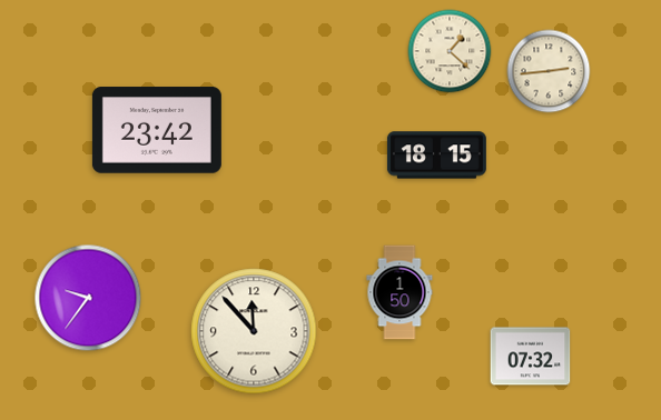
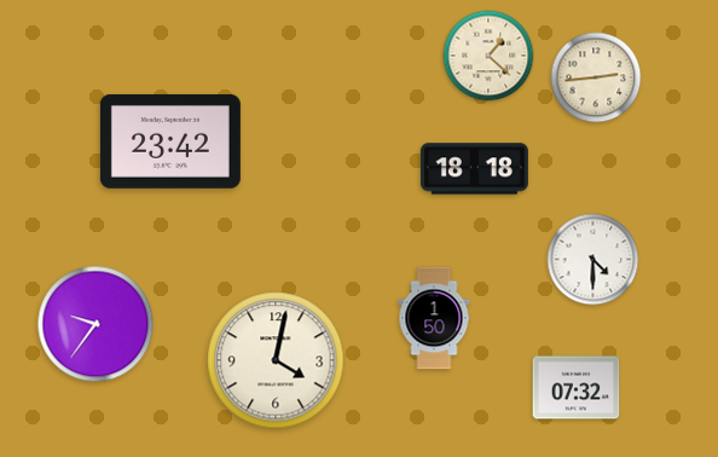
clock at (436, 156): 18:15 -> 18:18
clock at (593, 260): none -> 4:30
clock at (254, 331): 11:53 -> 4:02
